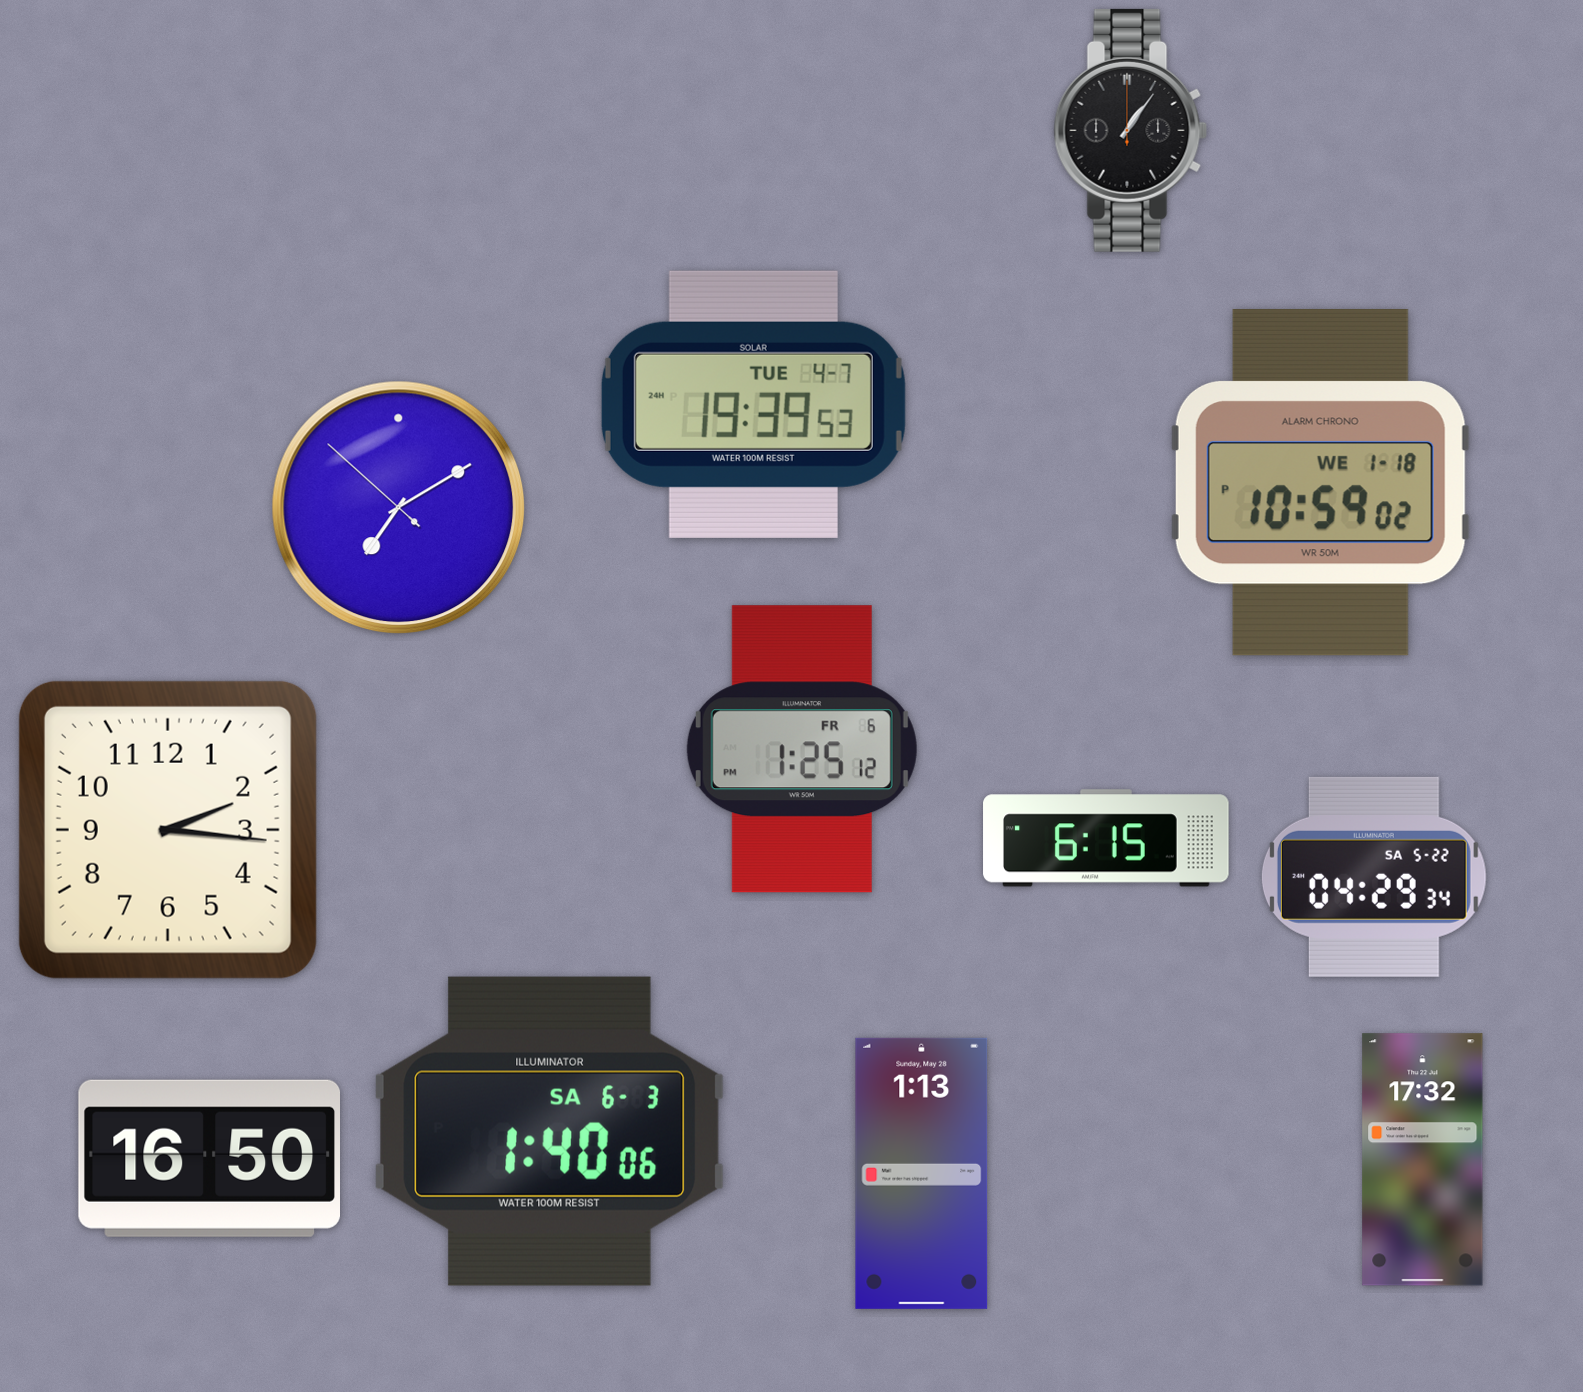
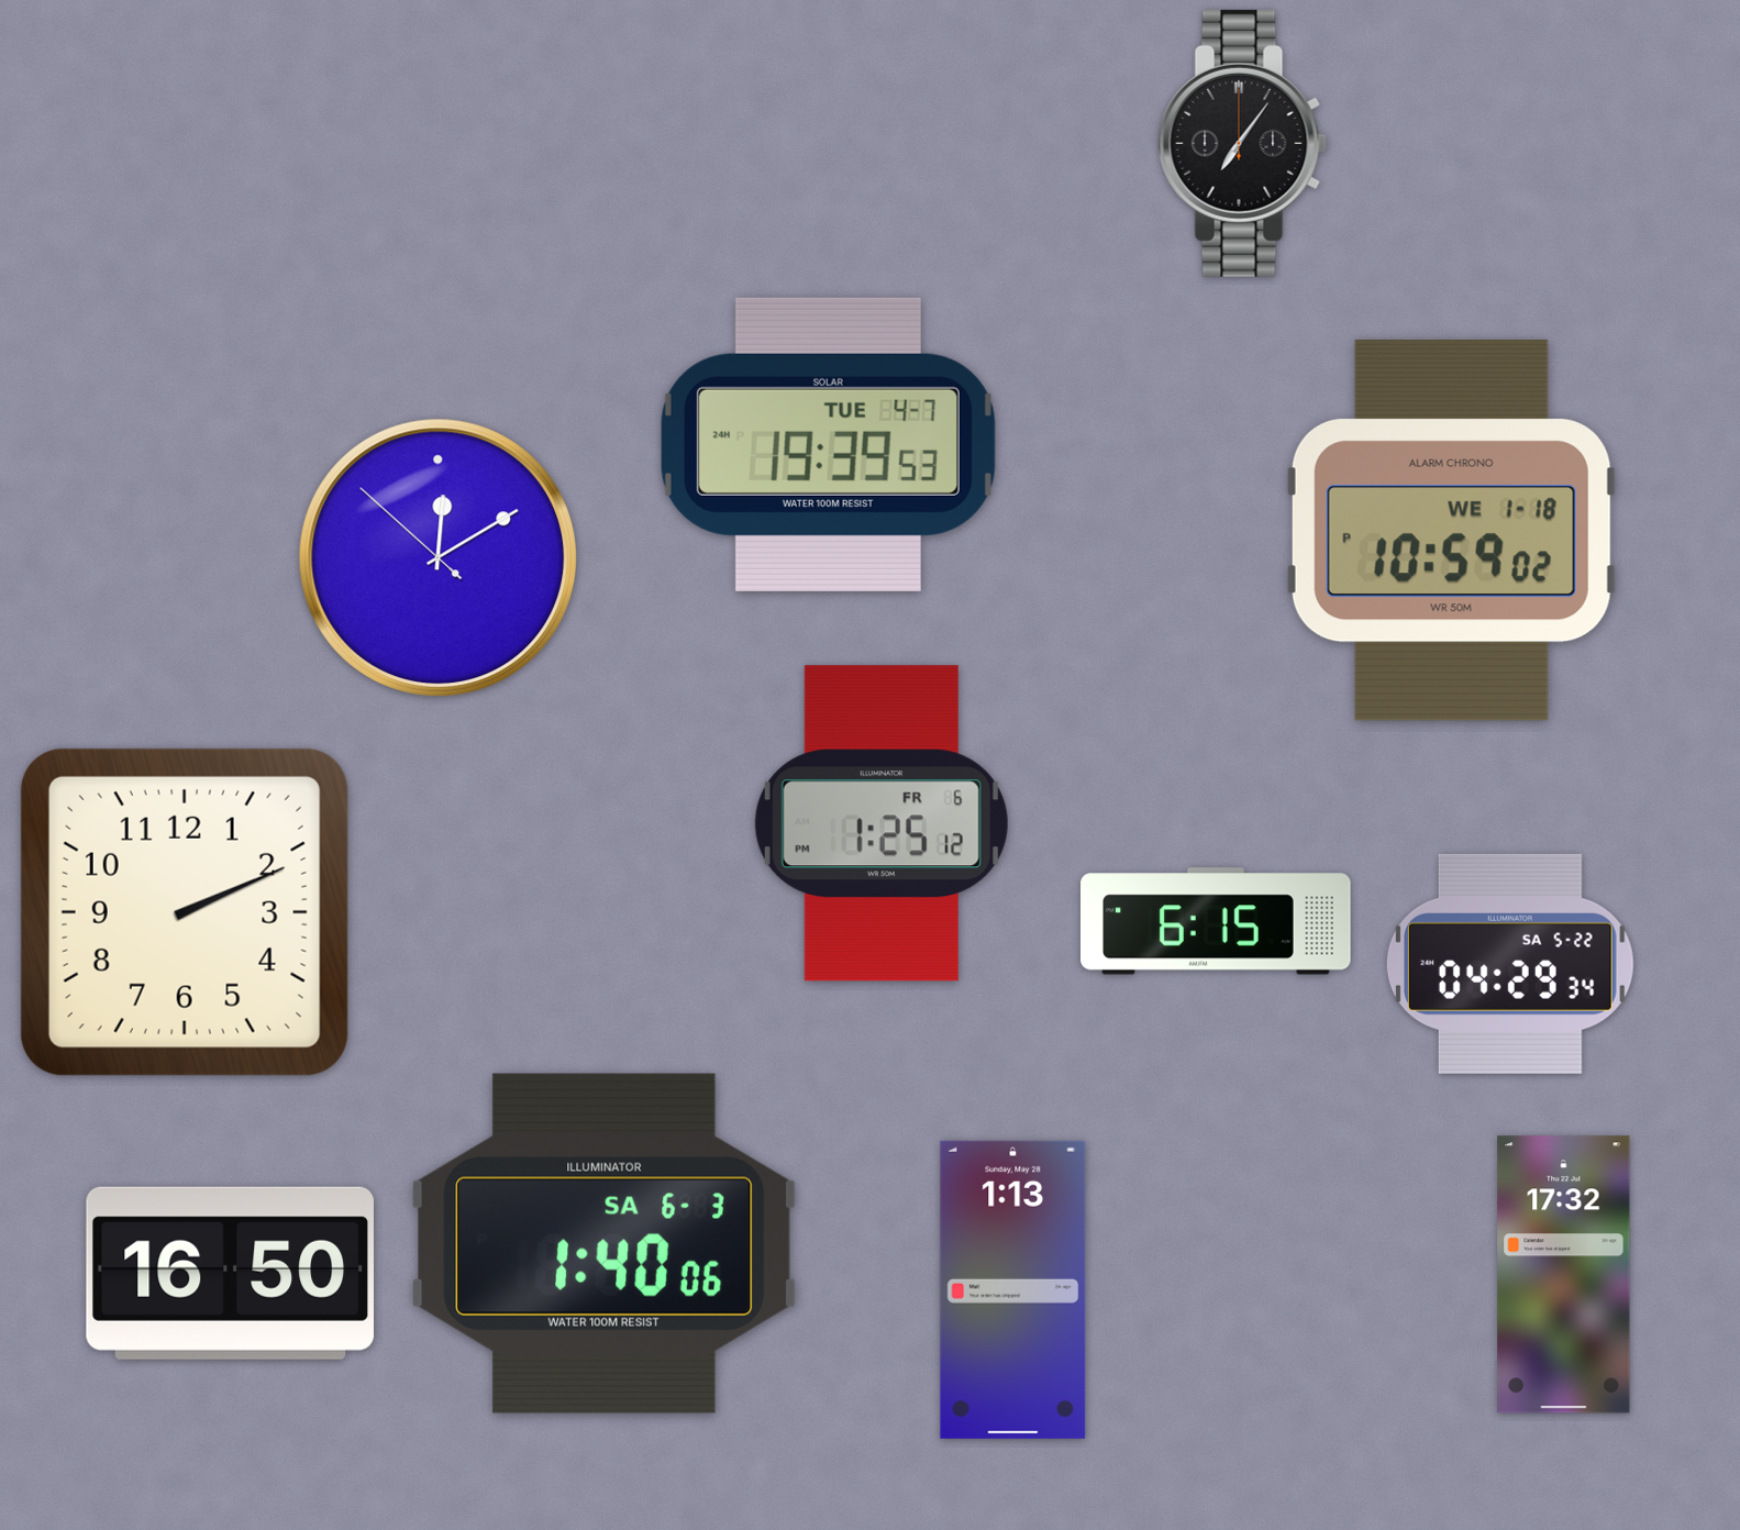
clock at (1131, 130): 1:06 -> 7:06
clock at (399, 508): 7:09 -> 12:09
clock at (168, 830): 2:16 -> 2:11
